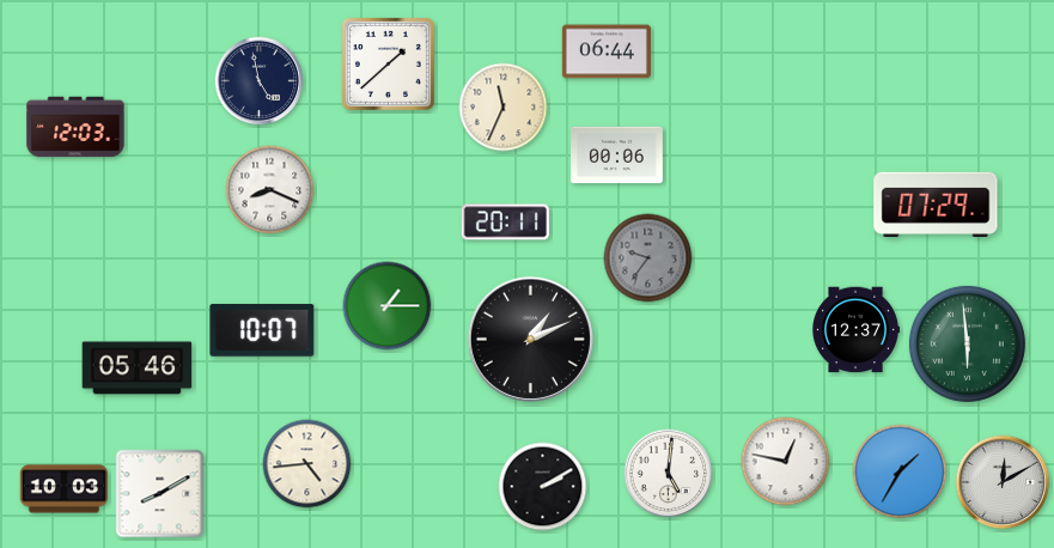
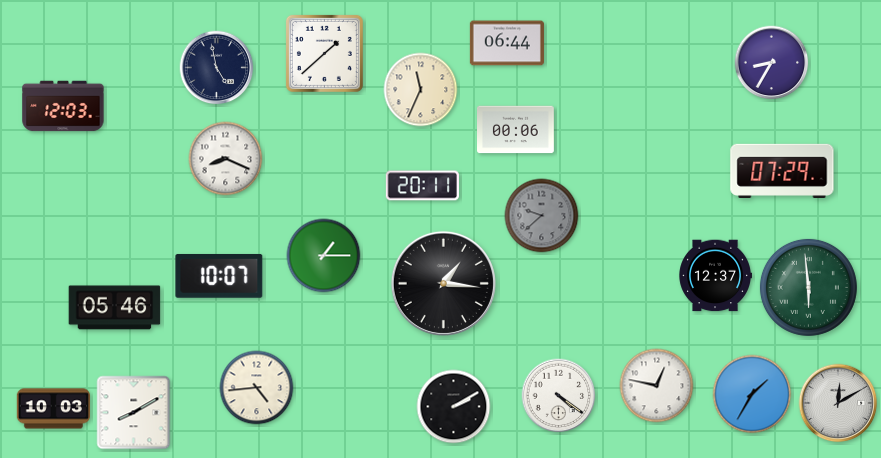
clock at (772, 63): none -> 8:35
clock at (648, 258): 9:36 -> 9:38
clock at (530, 339): 1:11 -> 1:16
clock at (669, 474): 5:01 -> 4:21
